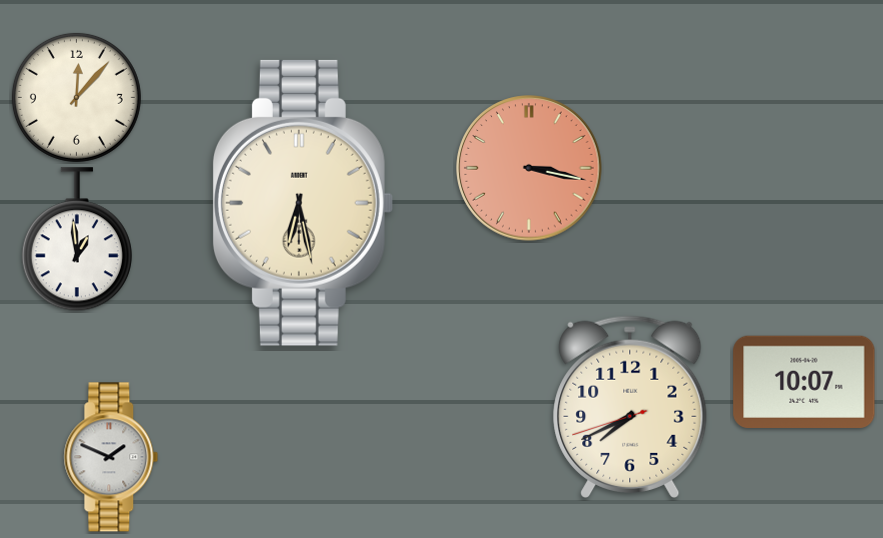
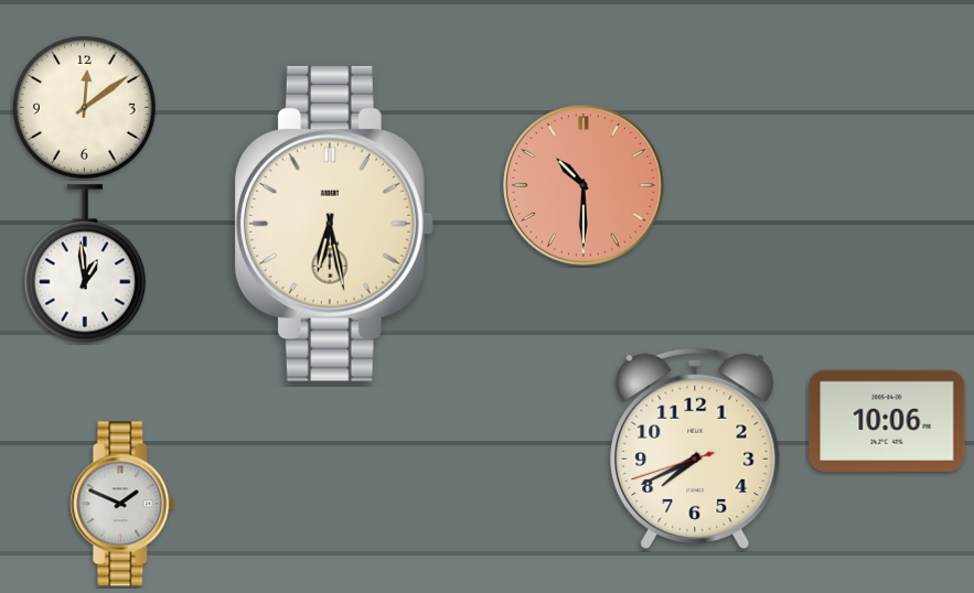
clock at (76, 97): 12:07 -> 12:09
clock at (529, 168): 3:17 -> 10:30
clock at (804, 382): 10:07 -> 10:06
